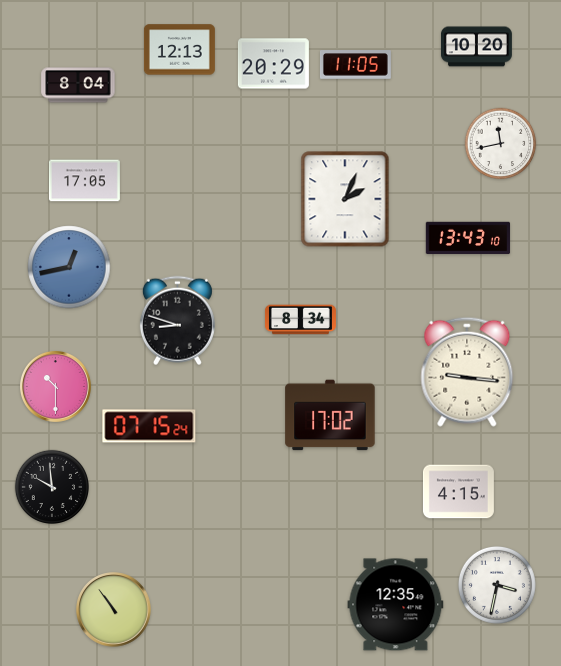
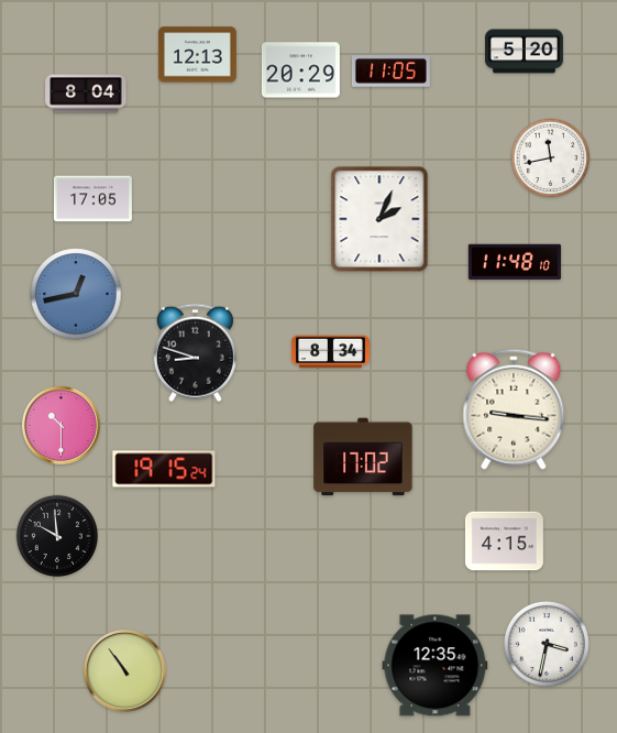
clock at (476, 47): 10:20 -> 5:20
clock at (468, 238): 13:43 -> 11:48
clock at (149, 426): 07:15 -> 19:15
